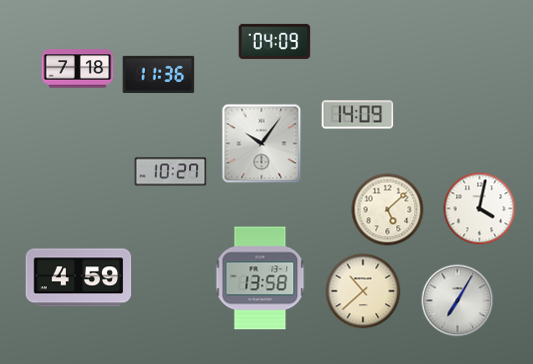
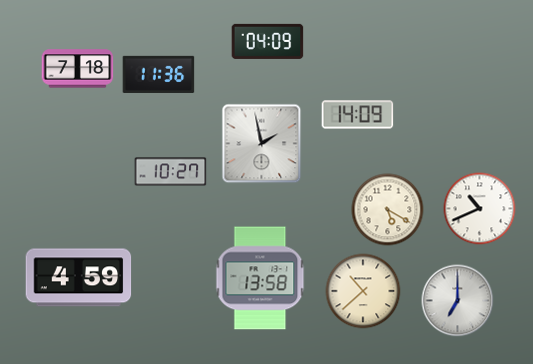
clock at (275, 41) position: (275, 41) -> (268, 41)
clock at (262, 144): 10:06 -> 1:58
clock at (480, 209): 4:02 -> 10:41
clock at (388, 210): 5:08 -> 5:20
clock at (458, 301): 7:05 -> 7:00
